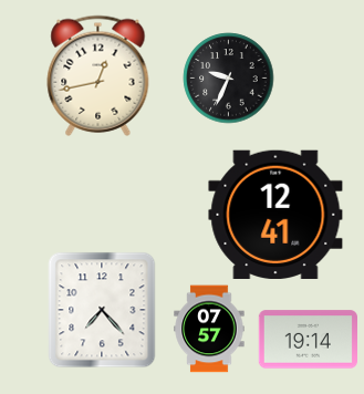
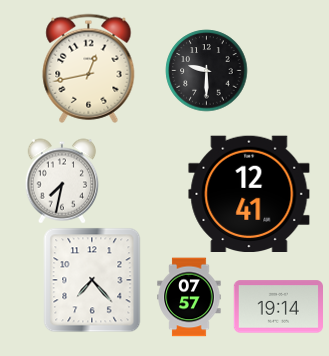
clock at (228, 77): 9:34 -> 9:30
clock at (62, 181): none -> 7:32
